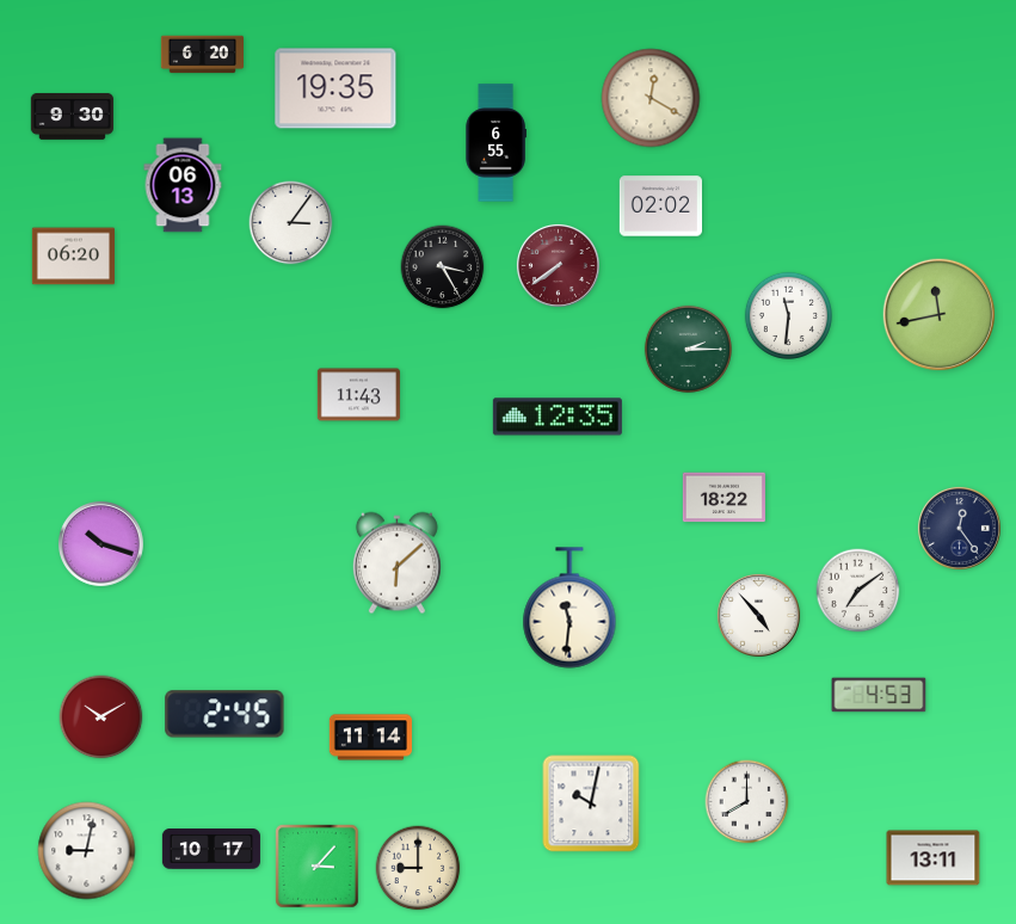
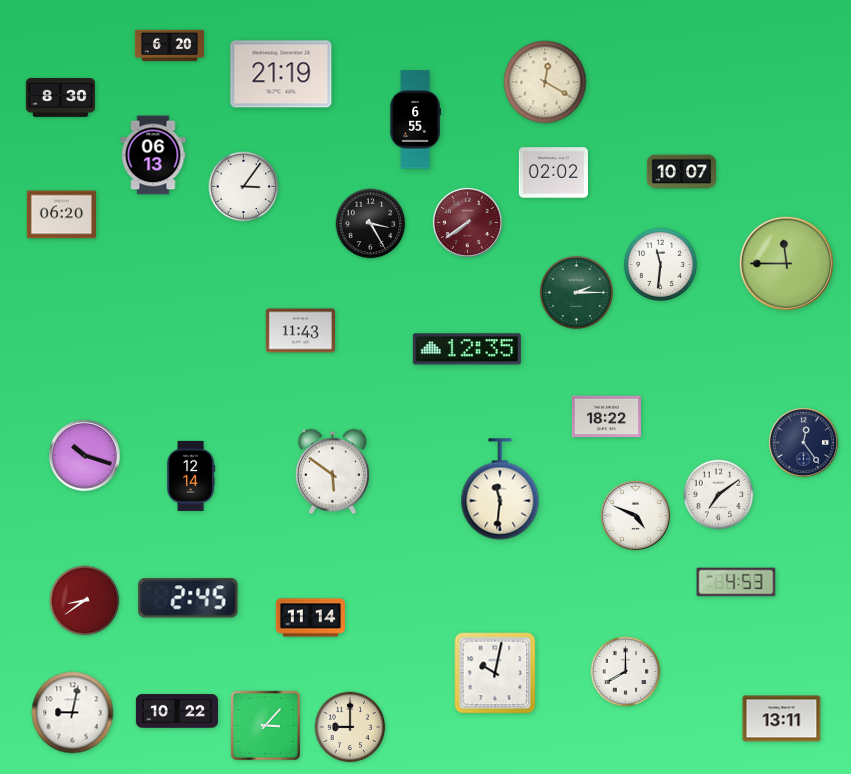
clock at (335, 88): 19:35 -> 21:19
clock at (72, 117): 9:30 -> 8:30
clock at (681, 172): none -> 10:07
clock at (940, 315): 11:43 -> 11:45
clock at (396, 563): 6:08 -> 5:51
clock at (191, 476): none -> 12:14
clock at (569, 608) position: (569, 608) -> (500, 489)
clock at (758, 615): 4:53 -> 4:49
clock at (101, 717): 10:10 -> 8:39
clock at (211, 849): 10:17 -> 10:22
